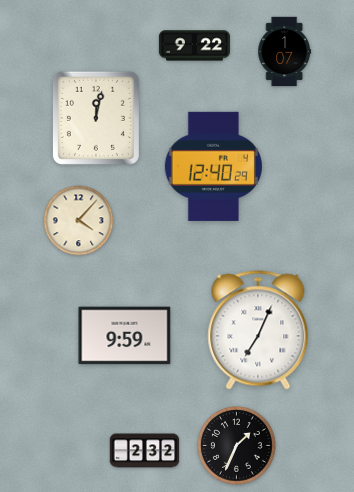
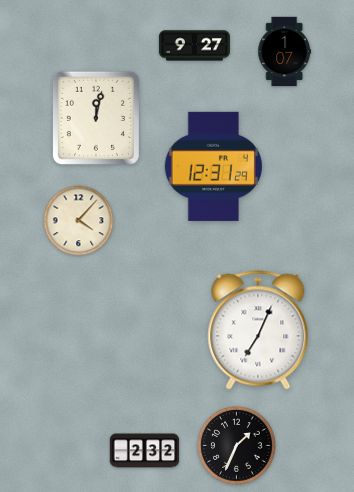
clock at (194, 46): 9:22 -> 9:27
clock at (213, 166): 12:40 -> 12:31
clock at (125, 336): 9:59 -> none
